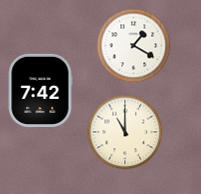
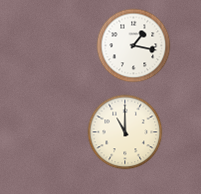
clock at (134, 46): 1:20 -> 1:17
clock at (40, 90): 7:42 -> none
